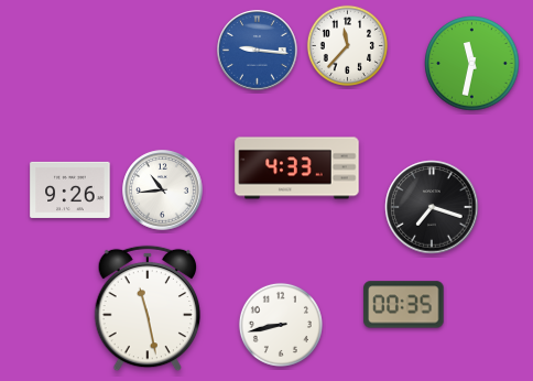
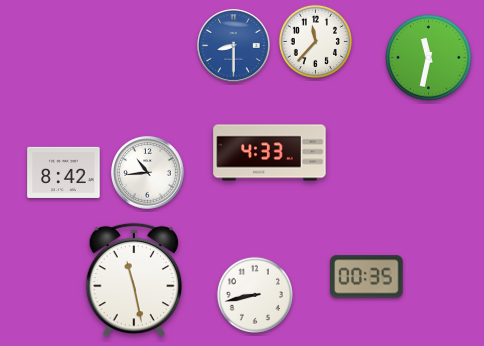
clock at (258, 51): 9:16 -> 8:30
clock at (70, 189): 9:26 -> 8:42
clock at (432, 207): 7:18 -> none
